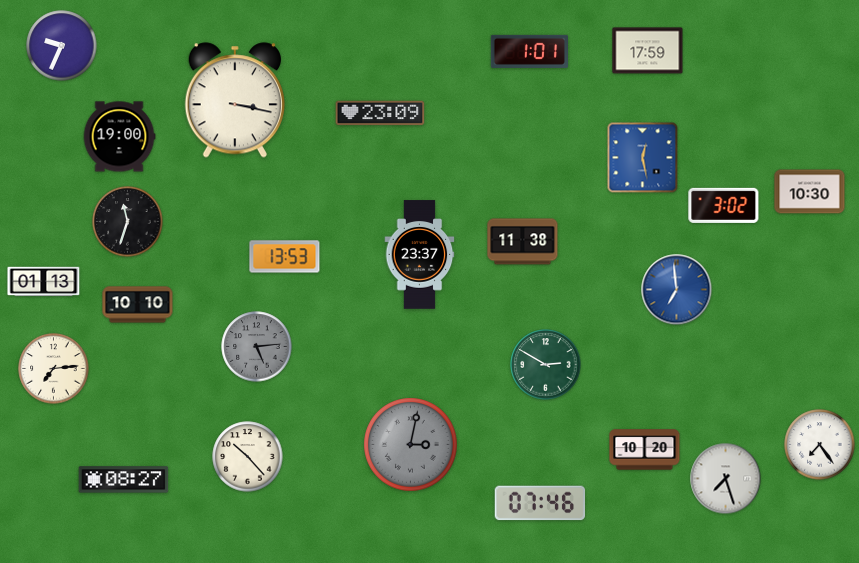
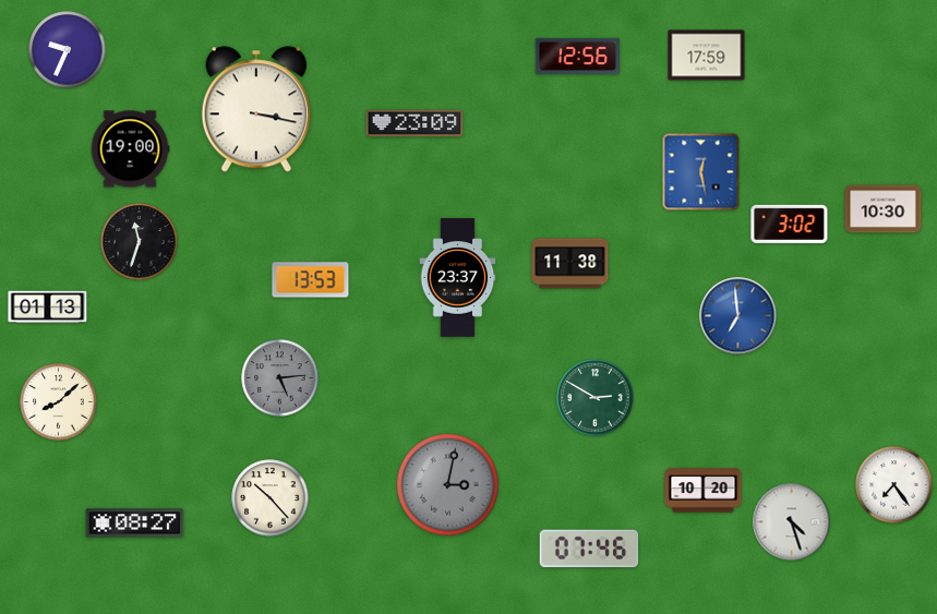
clock at (529, 51): 1:01 -> 12:56
clock at (138, 305): 10:10 -> none
clock at (54, 369): 7:14 -> 8:08
clock at (726, 479): 7:27 -> 4:27
